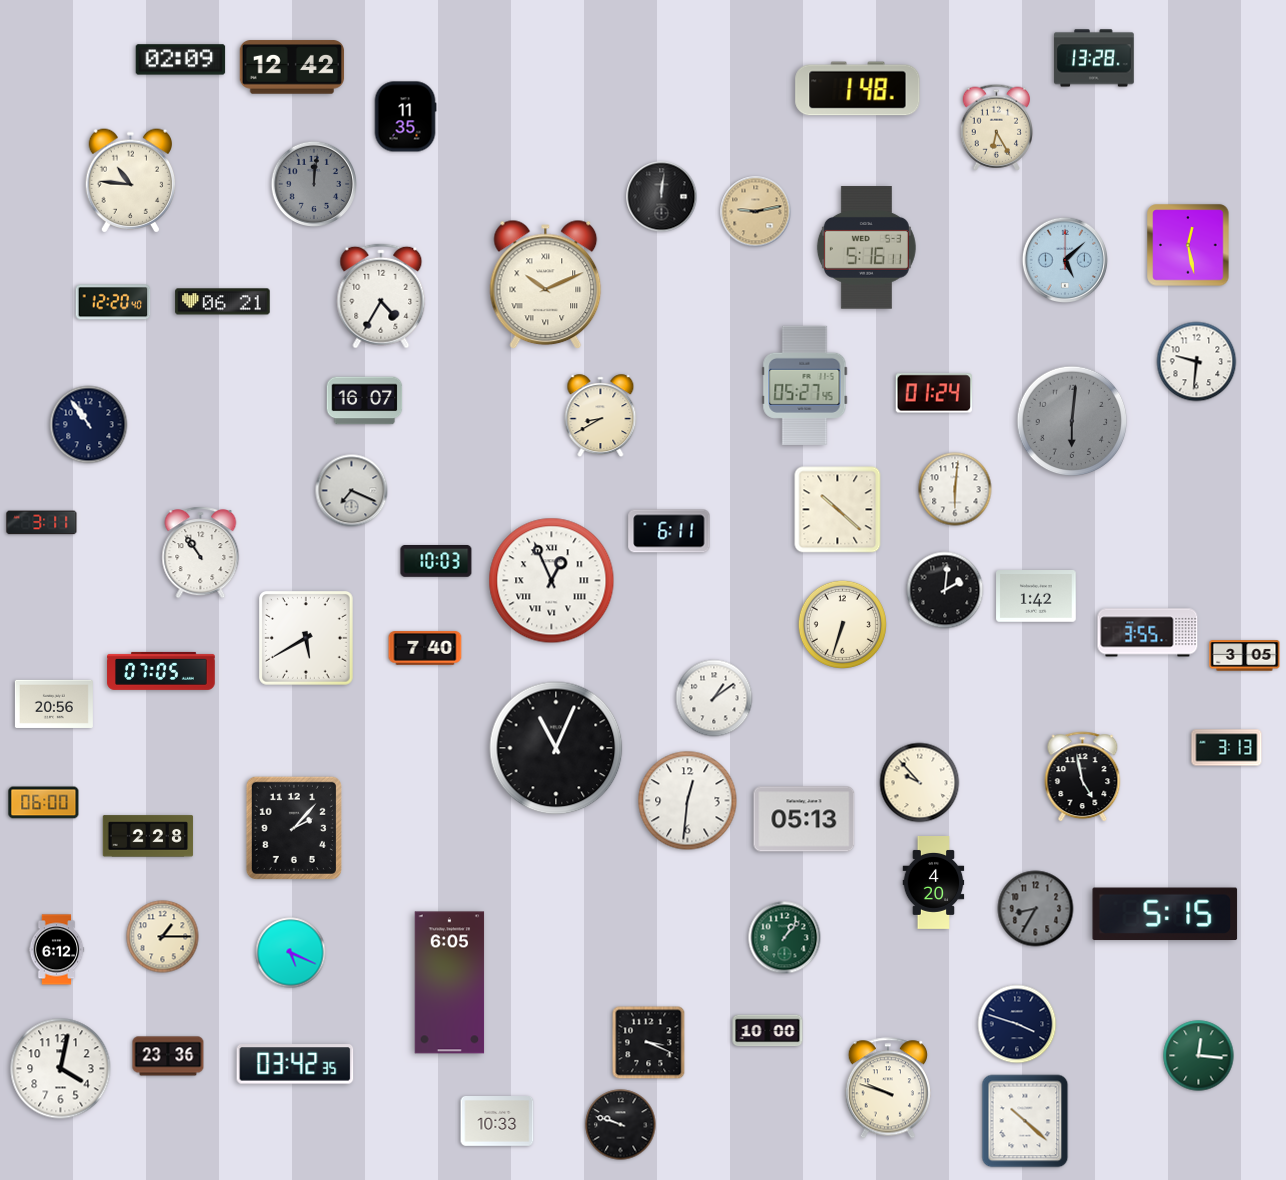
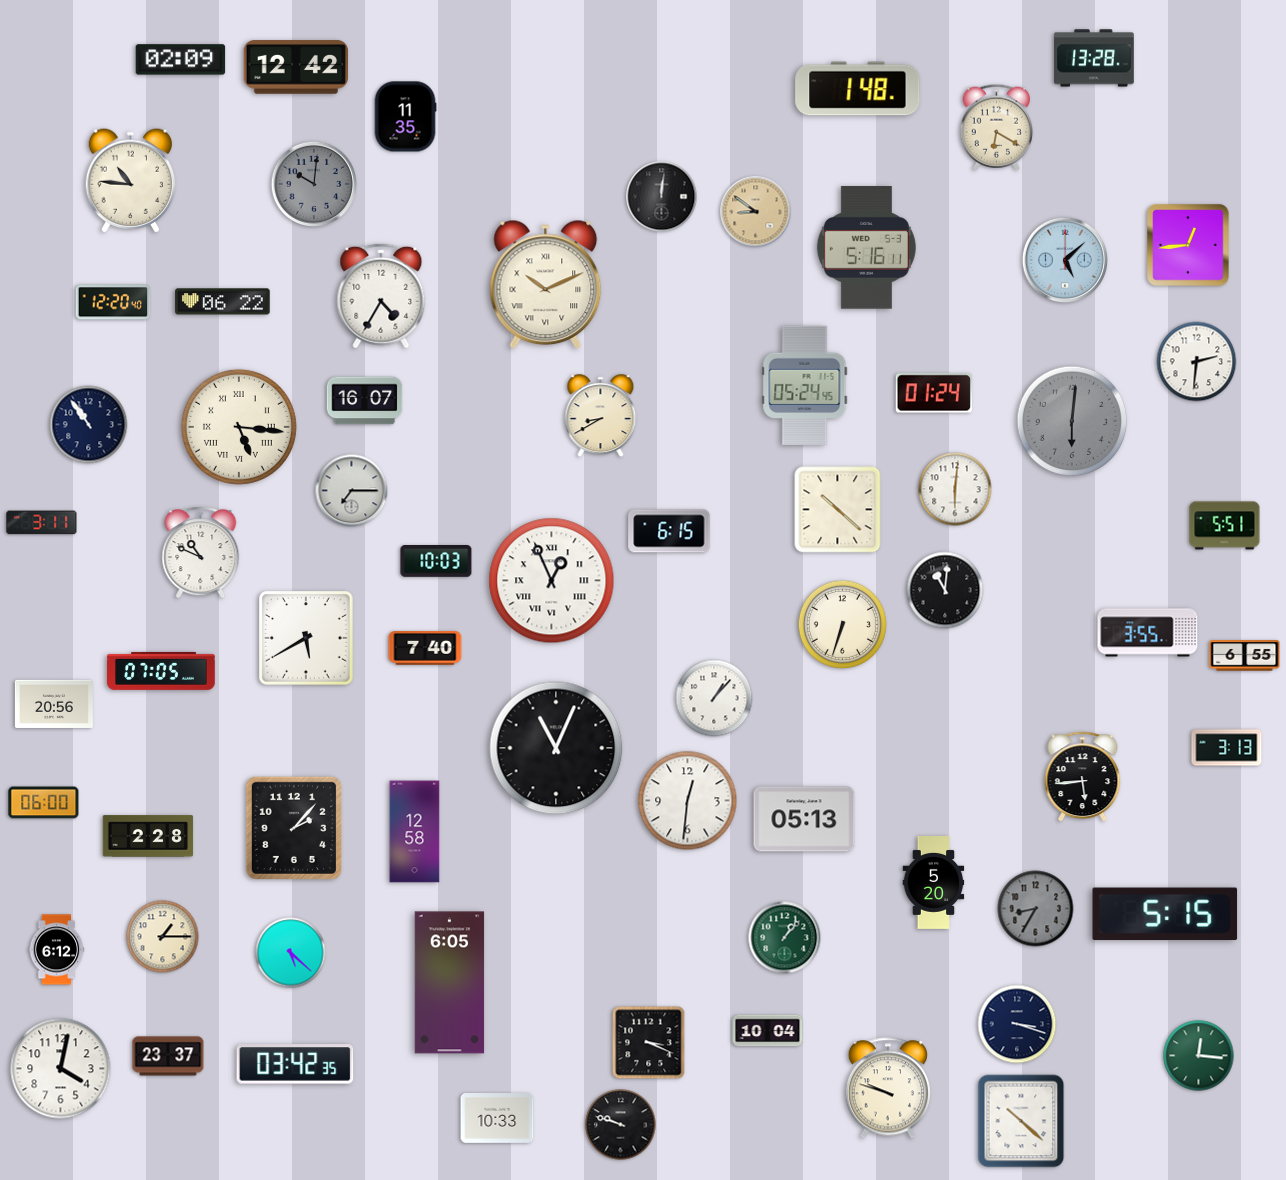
clock at (291, 67) position: (291, 67) -> (295, 67)
clock at (997, 127): 6:25 -> 6:20
clock at (313, 183): 12:01 -> 10:01
clock at (756, 212): 9:13 -> 8:51
clock at (1188, 245): 12:28 -> 12:44
clock at (223, 302): 06:21 -> 06:22
clock at (1197, 362): 9:31 -> 2:31
clock at (805, 385): 05:27 -> 05:24
clock at (239, 427): none -> 5:16
clock at (352, 491): 7:19 -> 7:15
clock at (1225, 526): none -> 5:51
clock at (669, 531): 6:11 -> 6:15
clock at (201, 553): 10:54 -> 10:49
clock at (945, 590): 2:01 -> 11:01
clock at (1036, 596): 1:42 -> none
clock at (1245, 656): 3:05 -> 6:55
clock at (714, 698): 1:09 -> 1:07
clock at (1083, 777): 4:58 -> 5:44
clock at (920, 783): 9:53 -> none
clock at (415, 832): none -> 12:58
clock at (934, 883): 4:20 -> 5:20
clock at (291, 953): 5:19 -> 5:22
clock at (1017, 1024): 3:48 -> 3:18
clock at (768, 1031): 10:00 -> 10:04
clock at (168, 1056): 23:36 -> 23:37
clock at (1025, 1121) position: (1025, 1121) -> (1021, 1121)
clock at (497, 1122) position: (497, 1122) -> (497, 1119)
